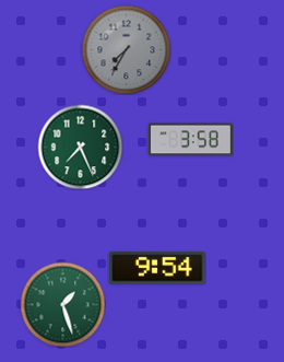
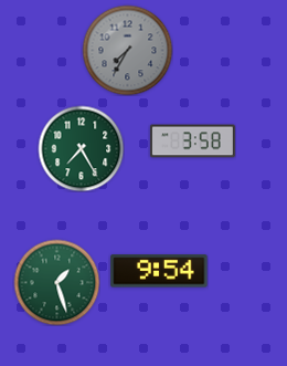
clock at (80, 147): 7:26 -> 7:25
clock at (62, 304) position: (62, 304) -> (56, 282)
